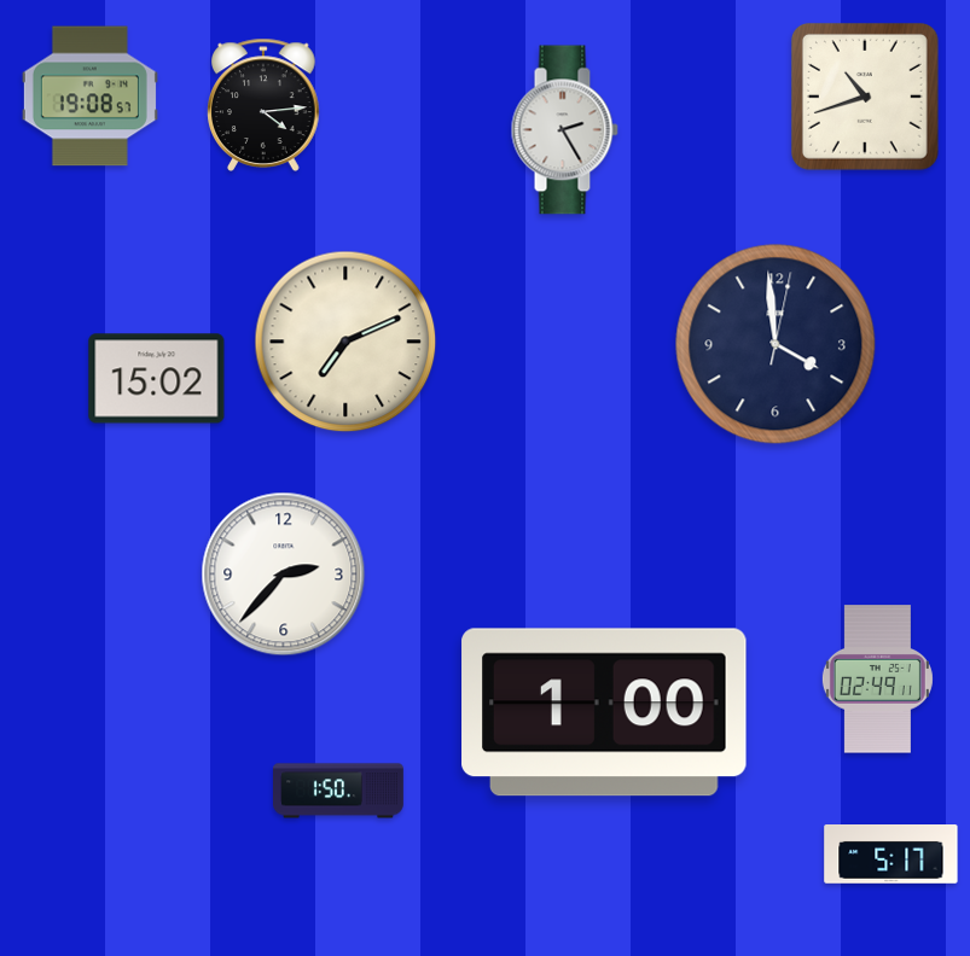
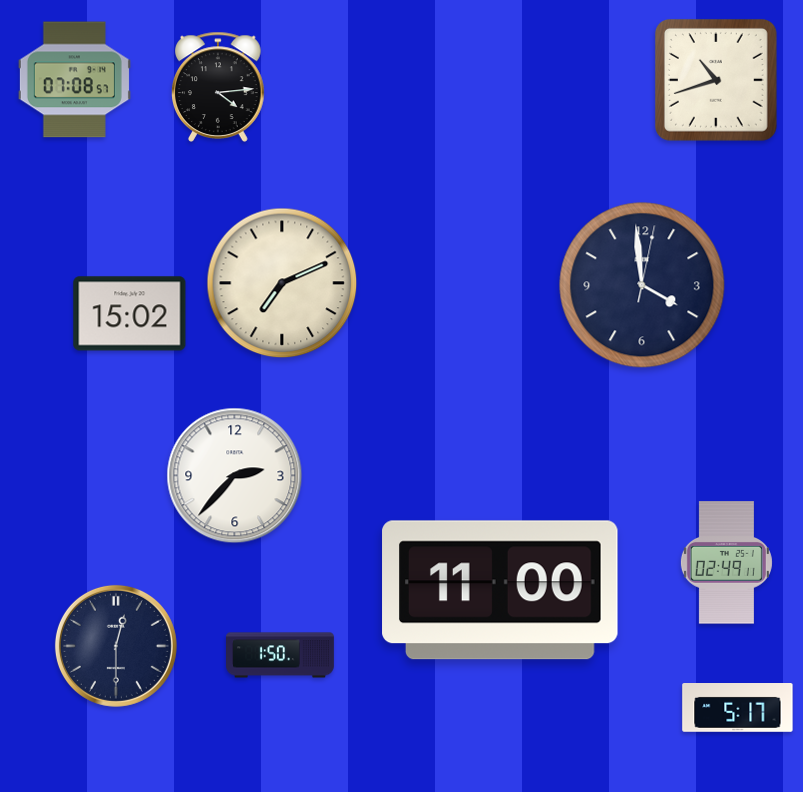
clock at (89, 97): 19:08 -> 07:08
clock at (564, 130): 2:25 -> none
clock at (345, 342) position: (345, 342) -> (282, 283)
clock at (604, 712): 1:00 -> 11:00
clock at (116, 646): none -> 12:30
